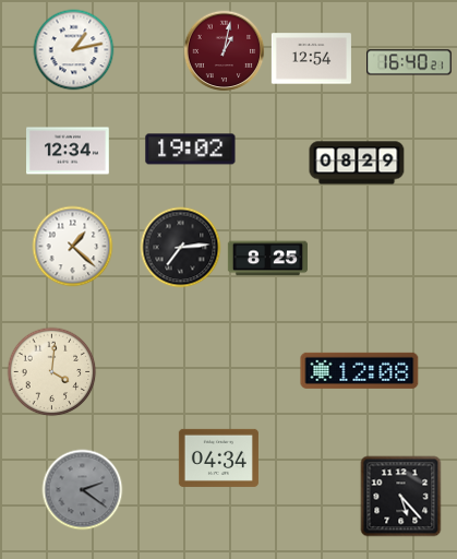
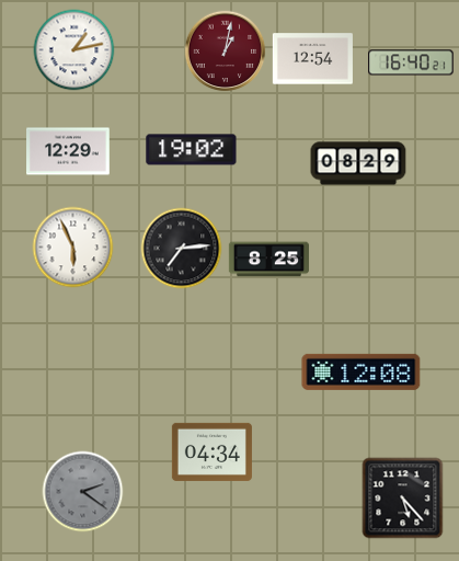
clock at (69, 151): 12:34 -> 12:29
clock at (73, 247): 1:22 -> 5:56
clock at (52, 372): 4:01 -> none
clock at (218, 457) position: (218, 457) -> (211, 451)
